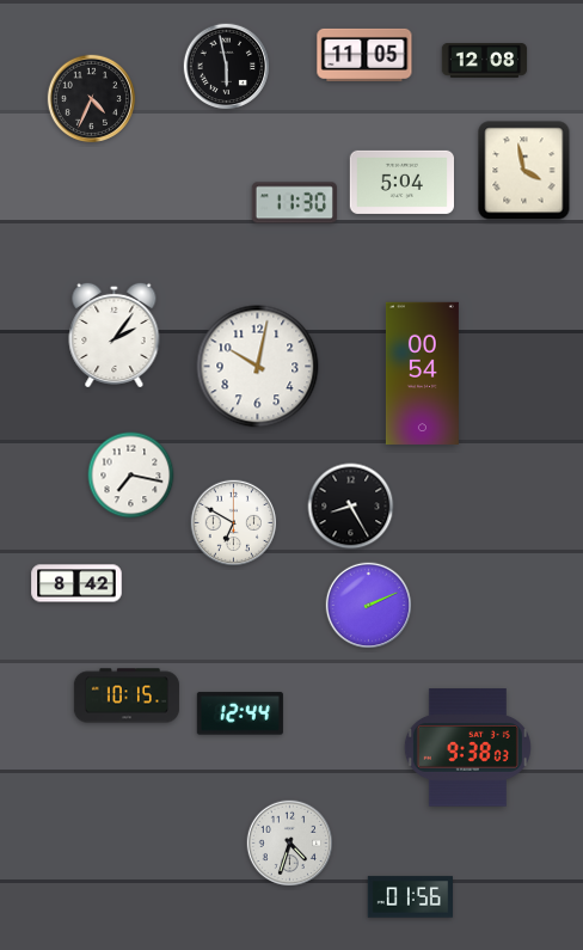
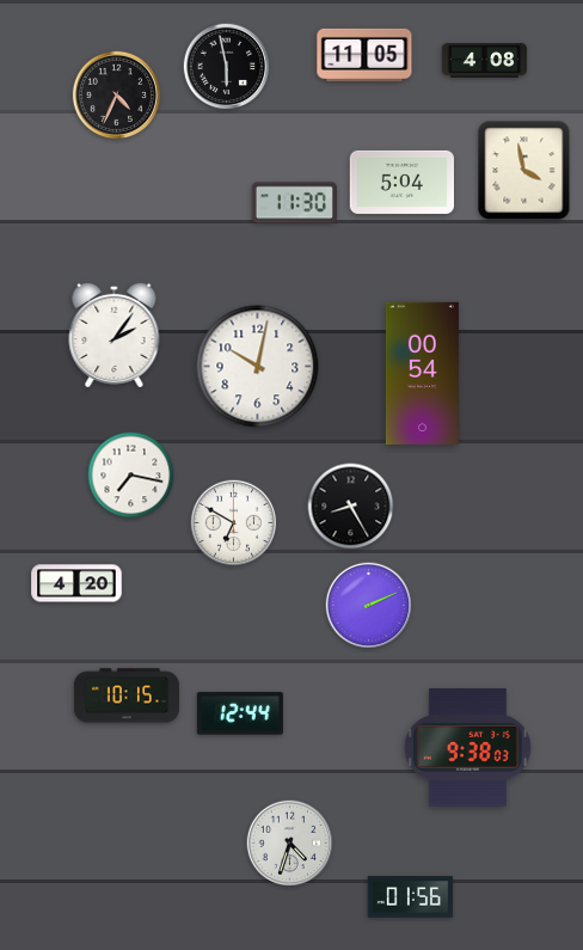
clock at (485, 61): 12:08 -> 4:08
clock at (91, 98) position: (91, 98) -> (116, 94)
clock at (76, 583): 8:42 -> 4:20
